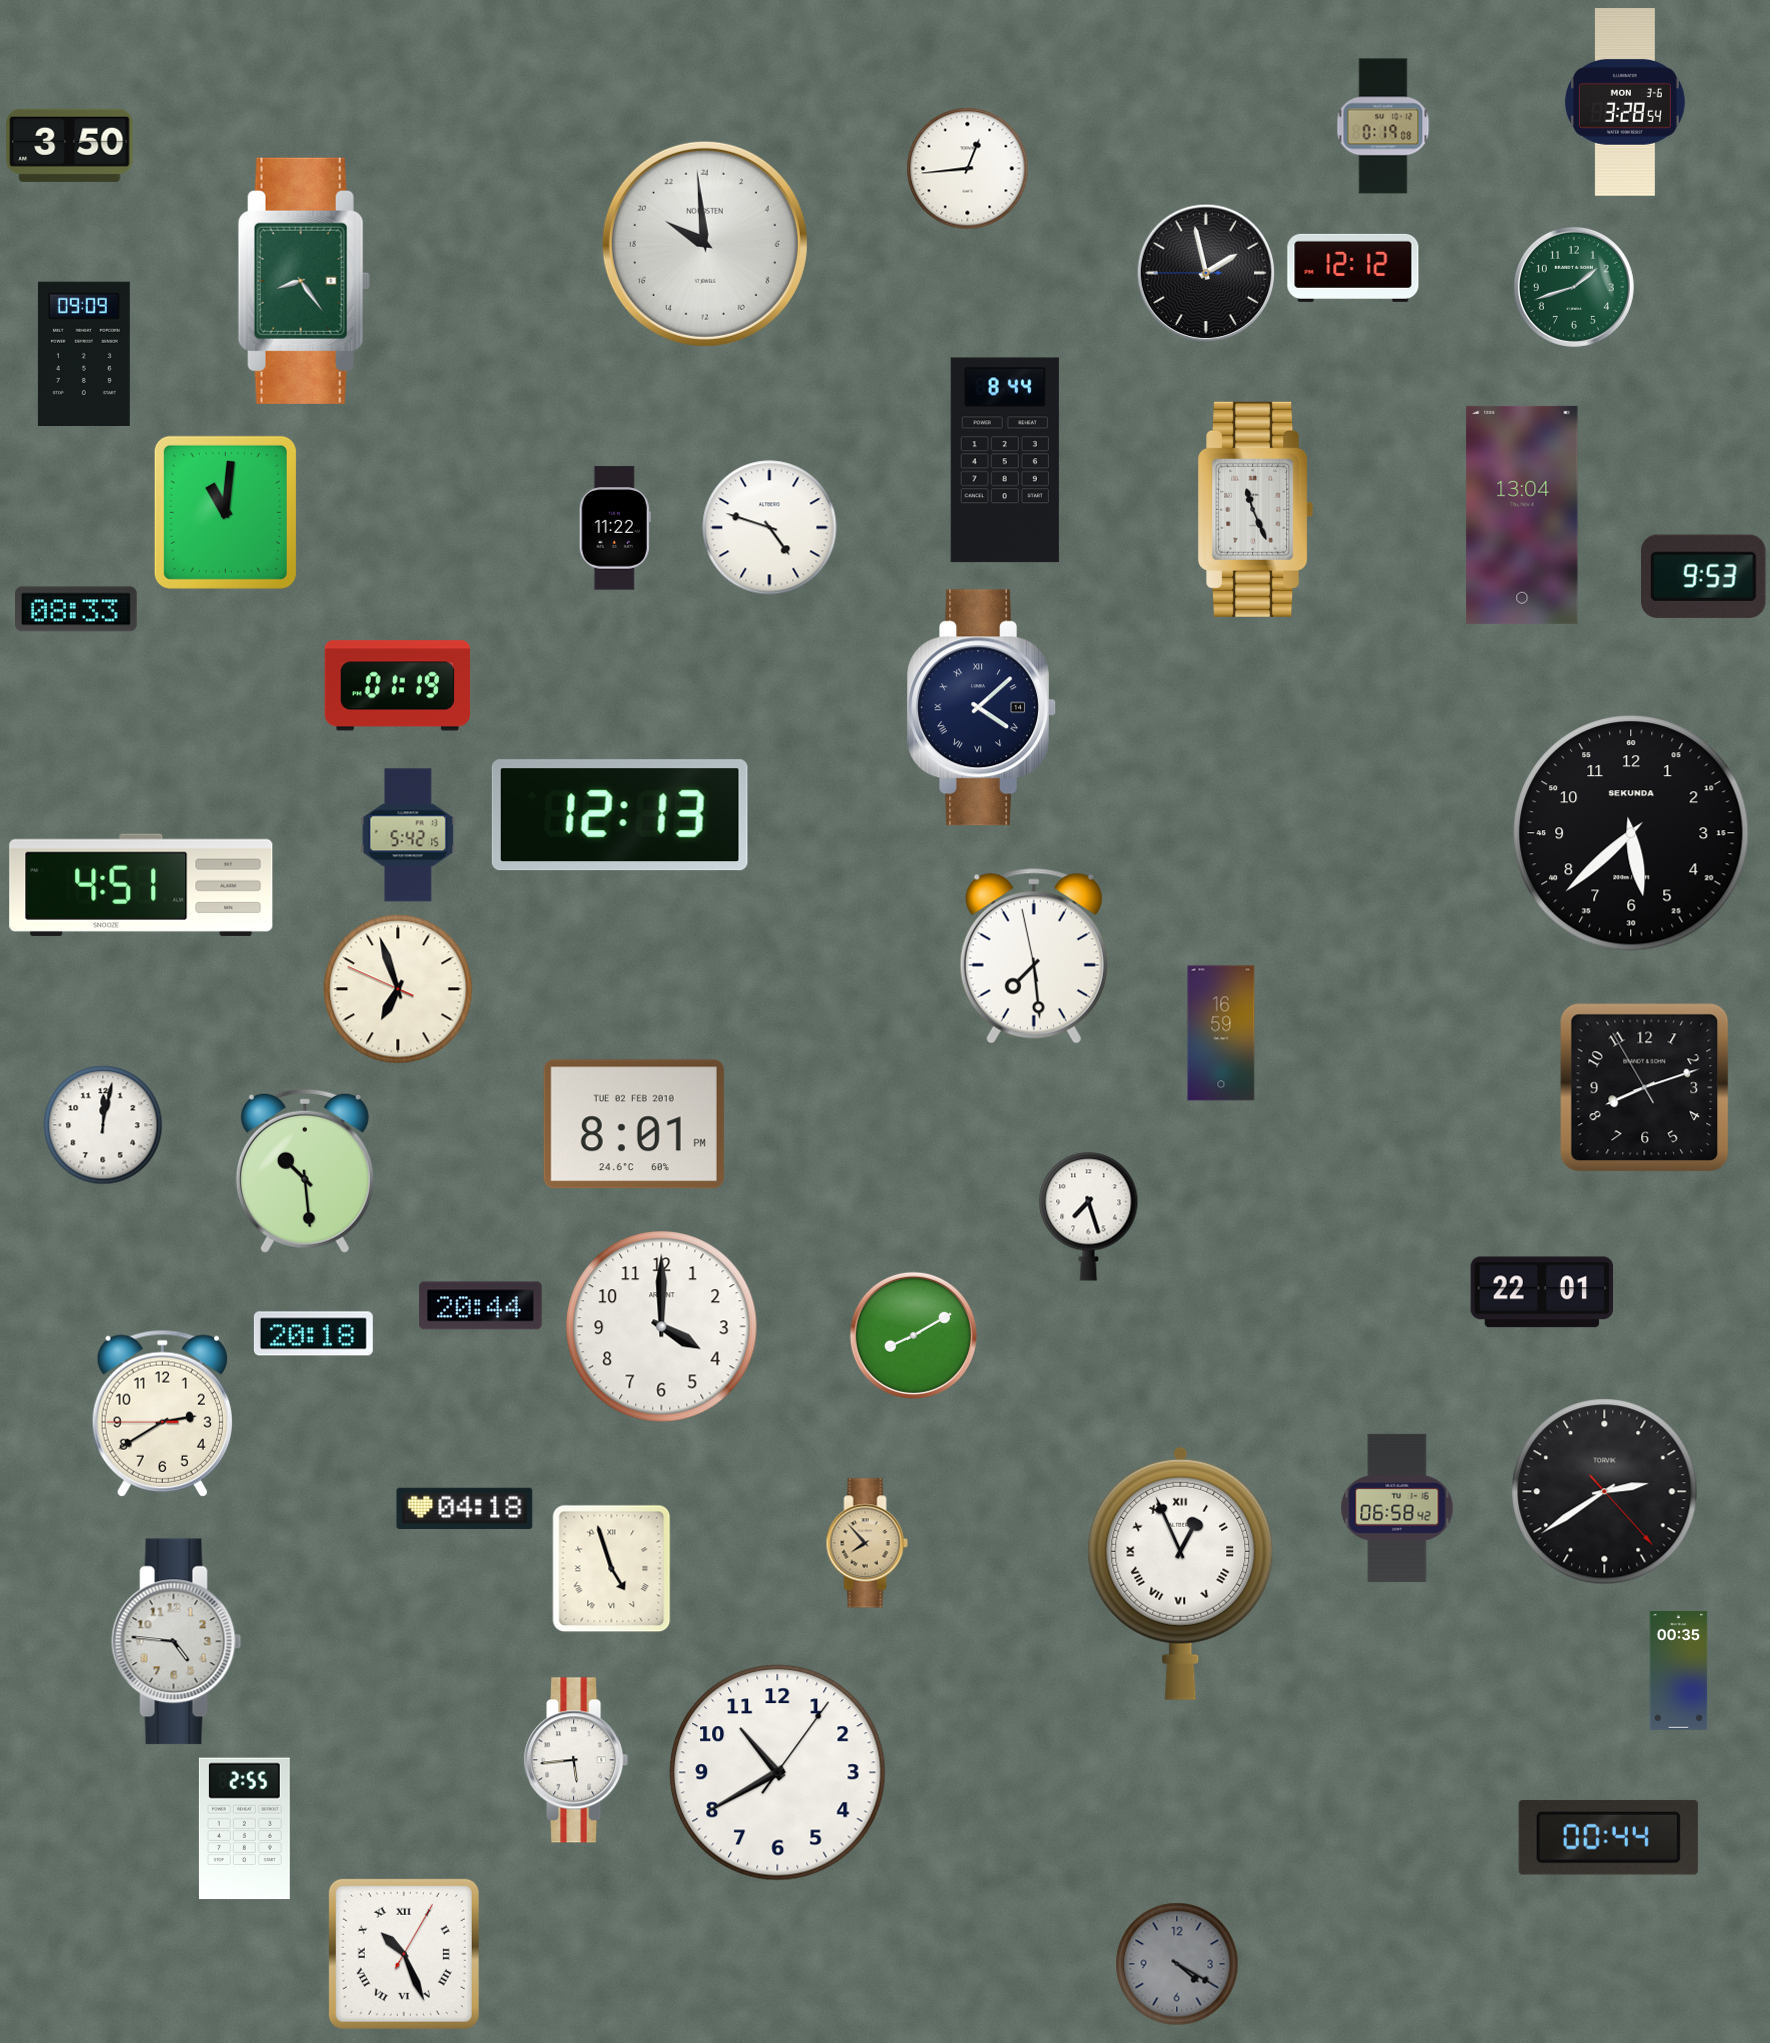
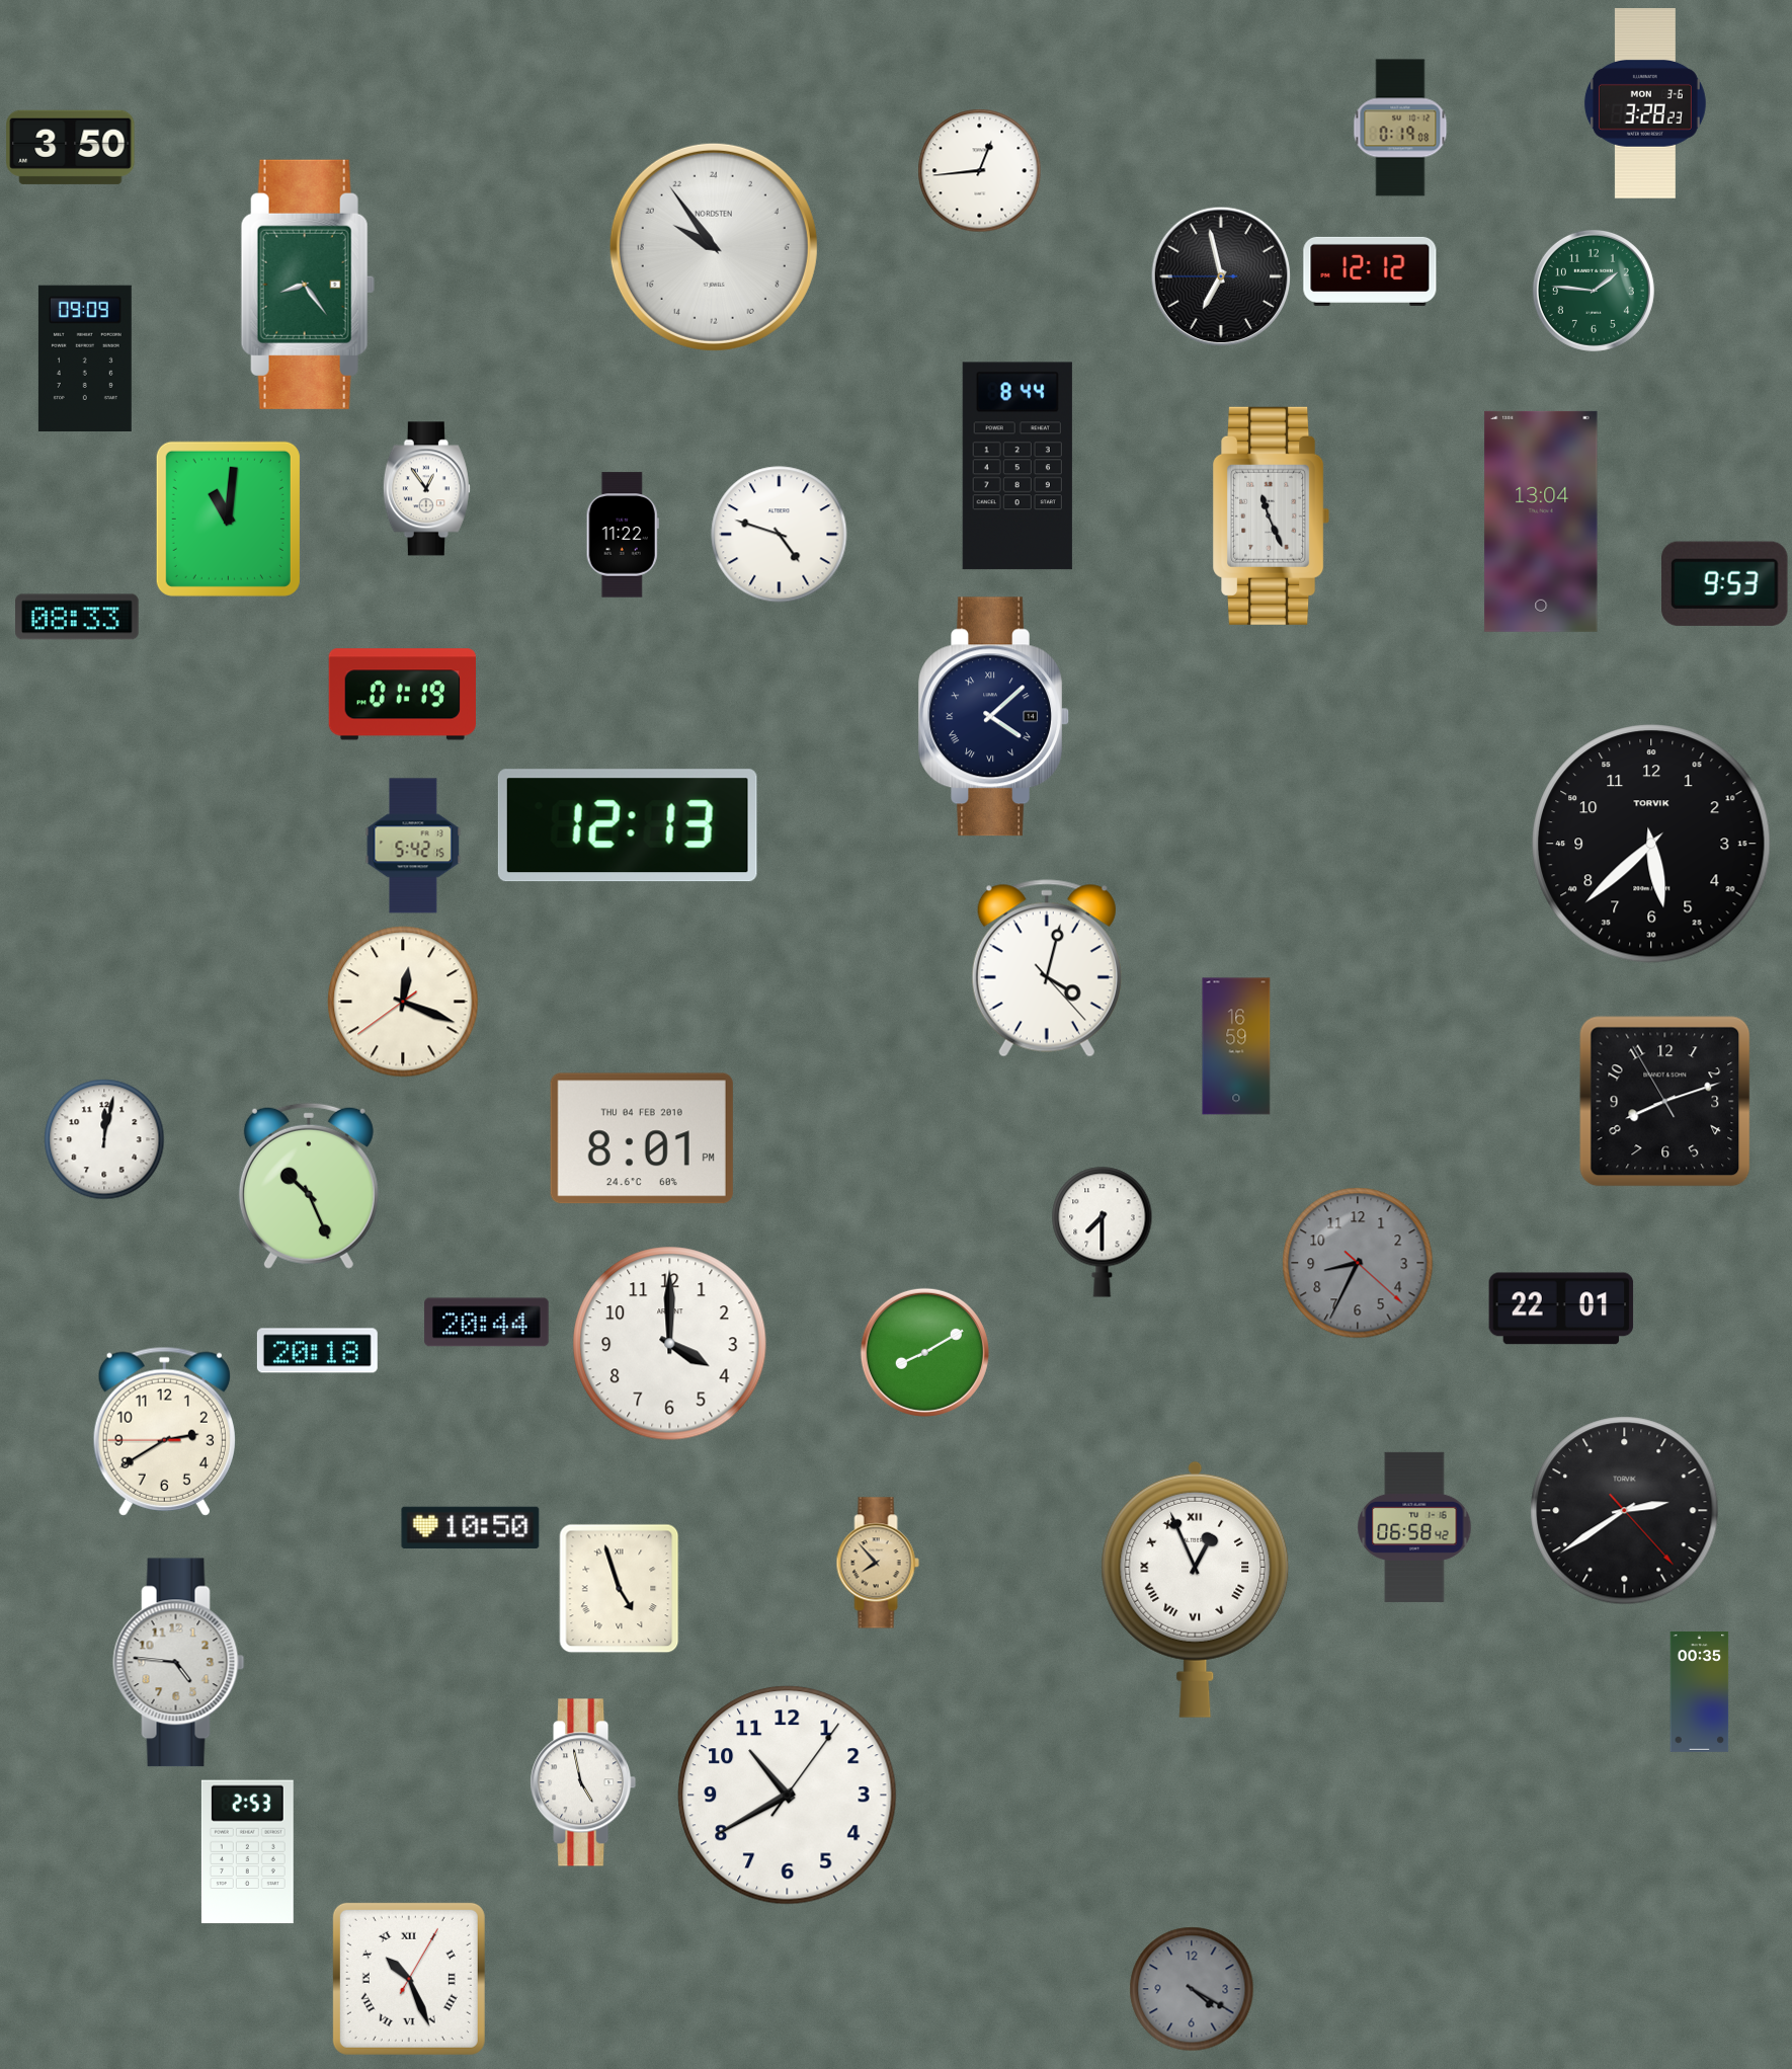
clock at (1625, 103): 3:28:54 -> 3:28:23
clock at (705, 244): 19:59 -> 19:54
clock at (1206, 273): 1:57 -> 6:57
clock at (1574, 287): 1:42 -> 1:46
clock at (426, 489): none -> 12:54
clock at (1631, 833) brand: SEKUNDA -> TORVIK
clock at (141, 885): 4:51 -> none
clock at (1034, 956): 7:28 -> 4:02
clock at (398, 989): 6:56 -> 12:18
clock at (634, 1124) date: TUE 02 FEB 2010 -> THU 04 FEB 2010
clock at (305, 1171): 10:29 -> 10:26
clock at (1089, 1216): 7:27 -> 7:30
clock at (1358, 1263): none -> 8:34
clock at (465, 1509): 04:18 -> 10:50
clock at (1181, 1573) position: (1181, 1573) -> (1196, 1589)
clock at (576, 1760): 5:44 -> 4:58
clock at (244, 1829): 2:55 -> 2:53
clock at (1608, 1837): 00:44 -> none
